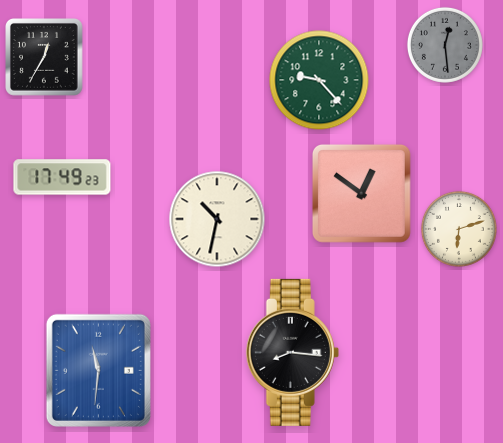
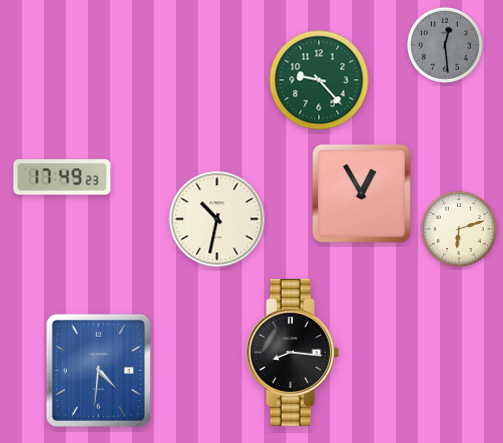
clock at (45, 58): 12:35 -> none
clock at (361, 193): 12:51 -> 12:55
clock at (98, 370): 11:31 -> 4:31
